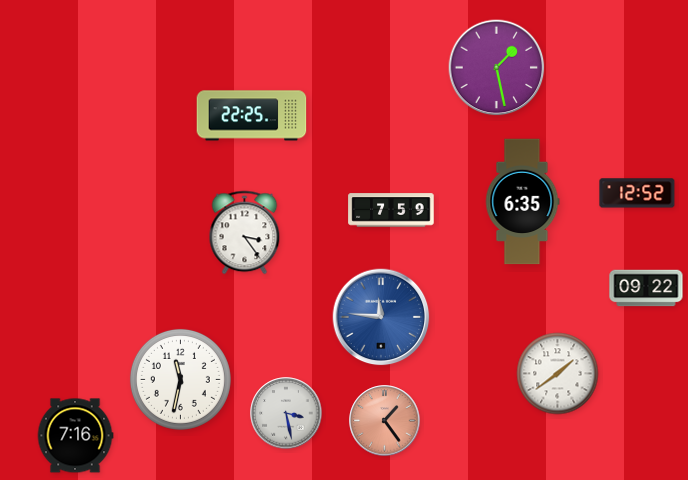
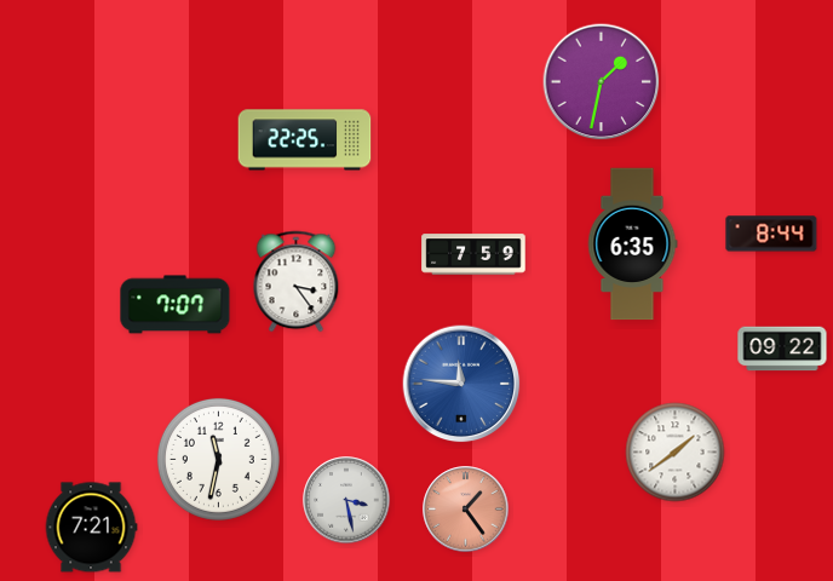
clock at (497, 68): 1:28 -> 1:32
clock at (637, 193): 12:52 -> 8:44
clock at (176, 305): none -> 7:07
clock at (75, 436): 7:16 -> 7:21
